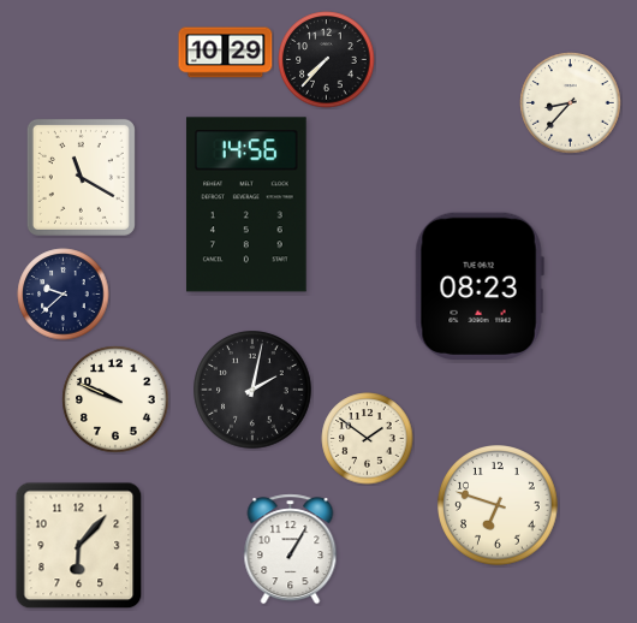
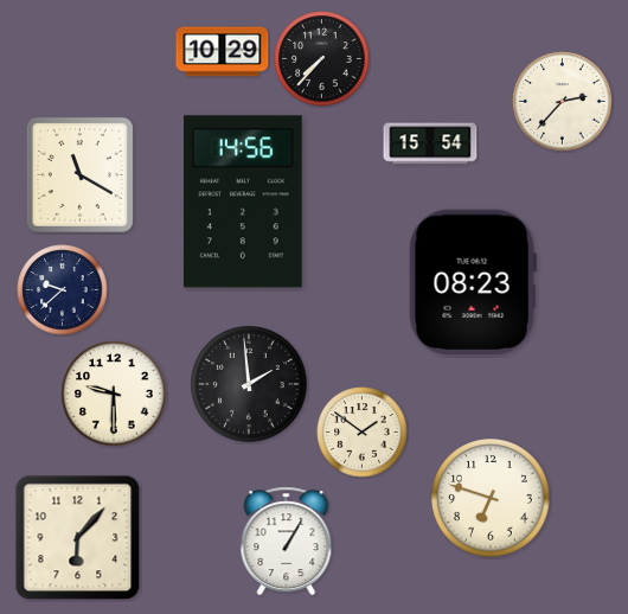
clock at (571, 103): 8:37 -> 2:37
clock at (430, 143): none -> 15:54
clock at (252, 390): 2:02 -> 1:59
clock at (115, 399): 9:49 -> 9:30
